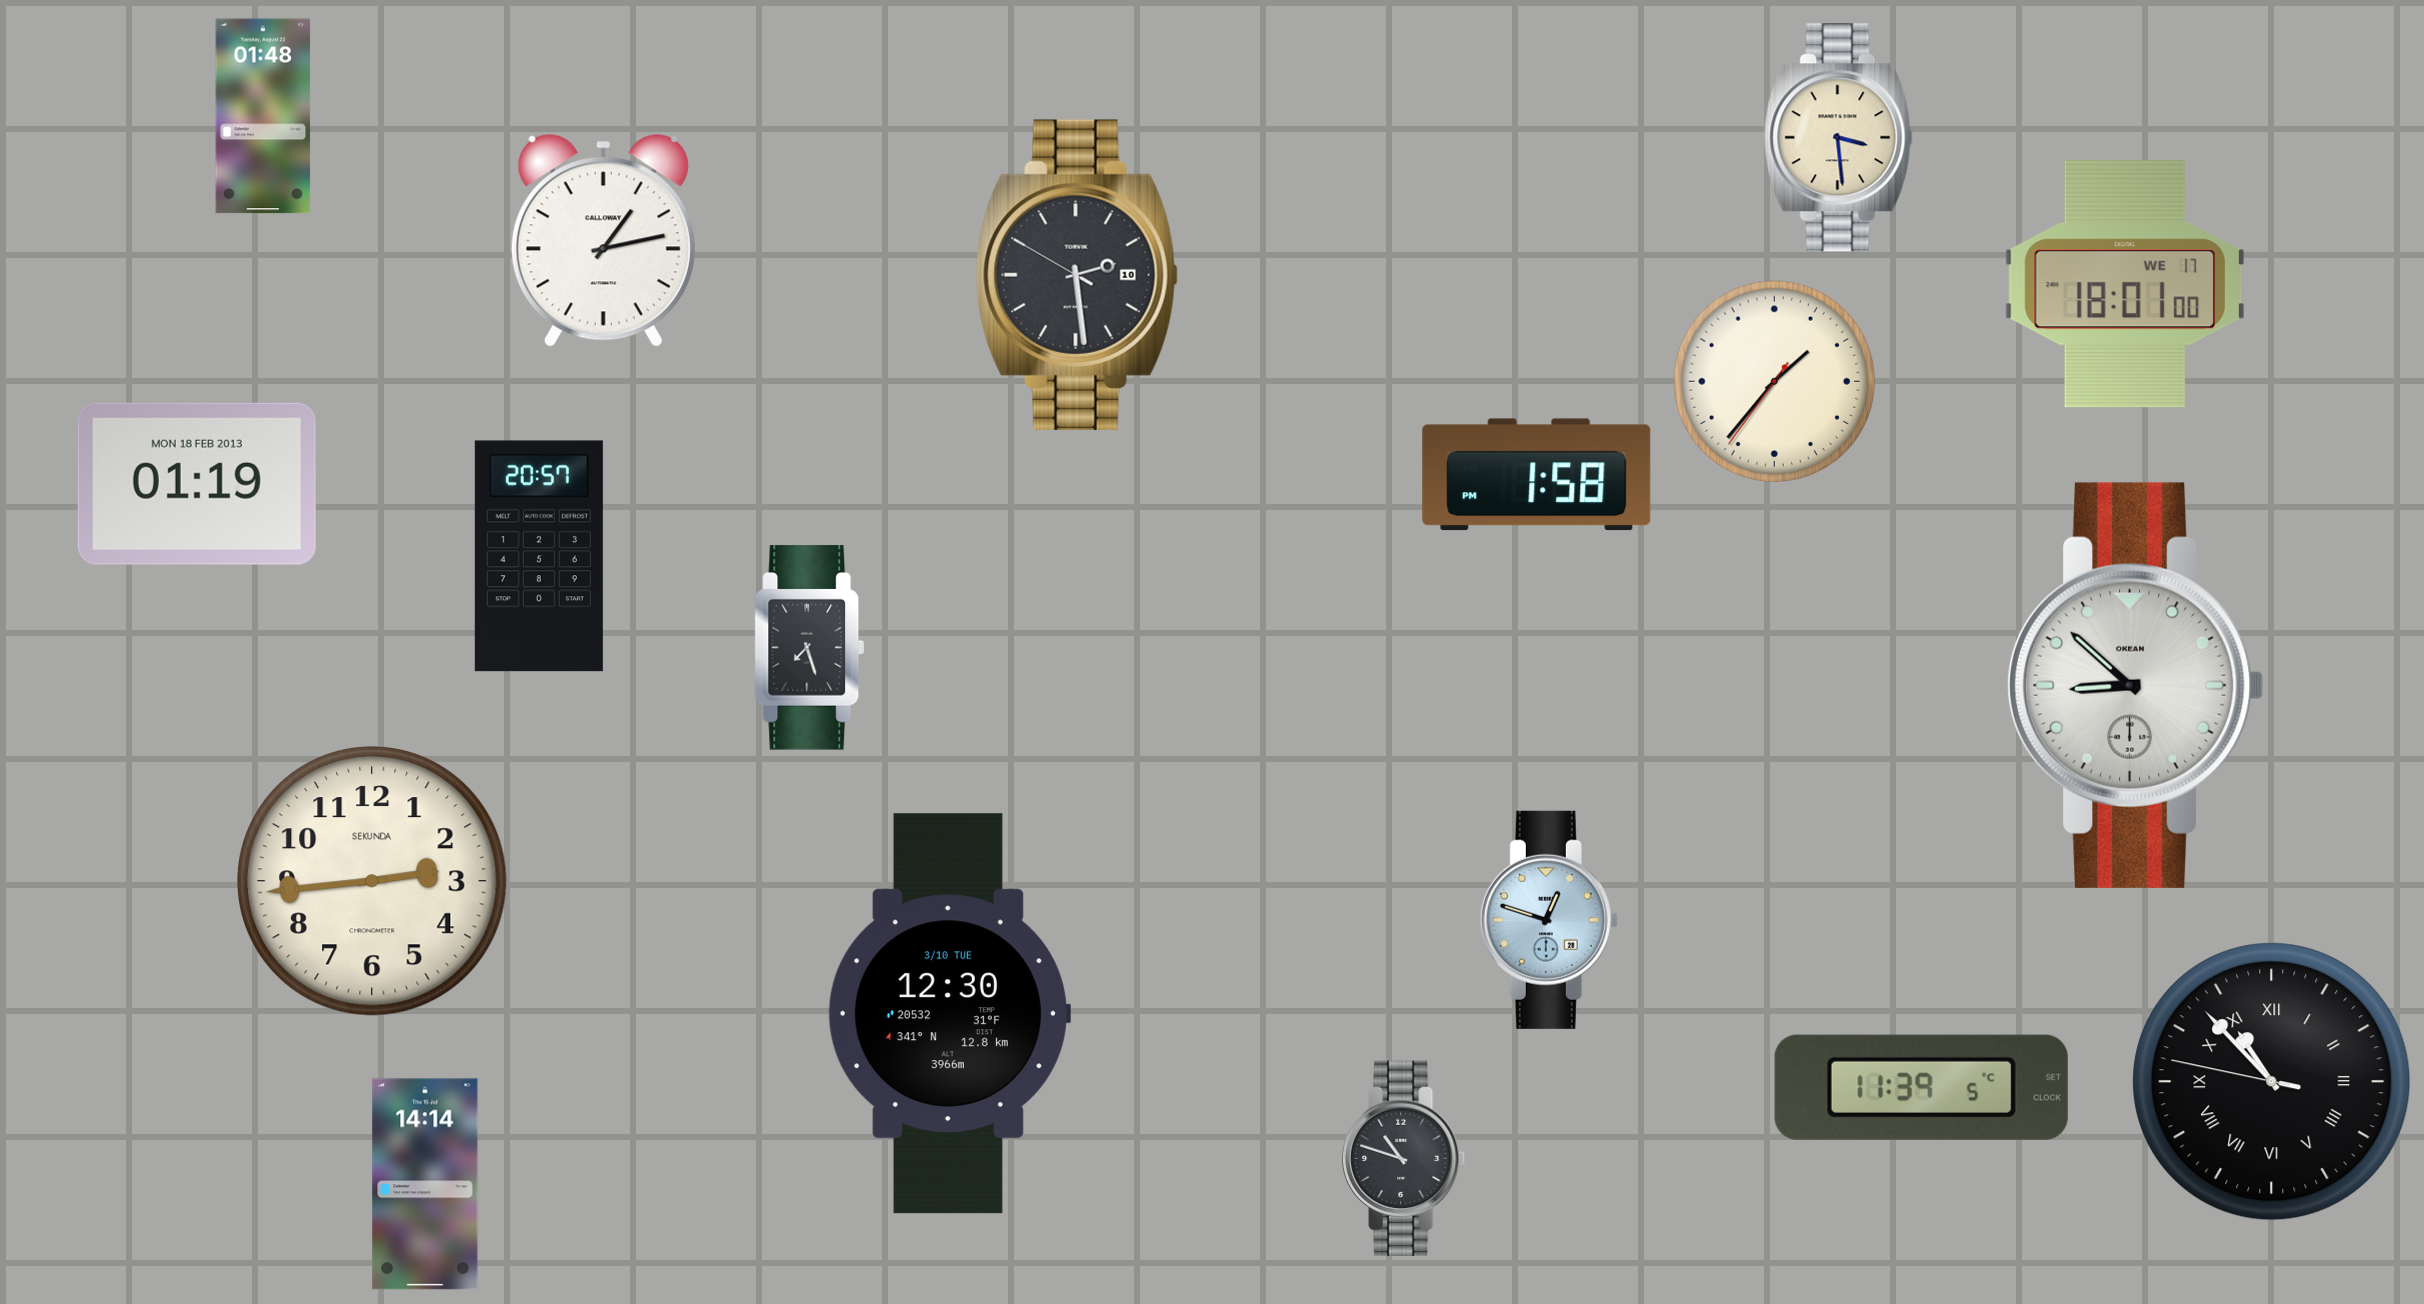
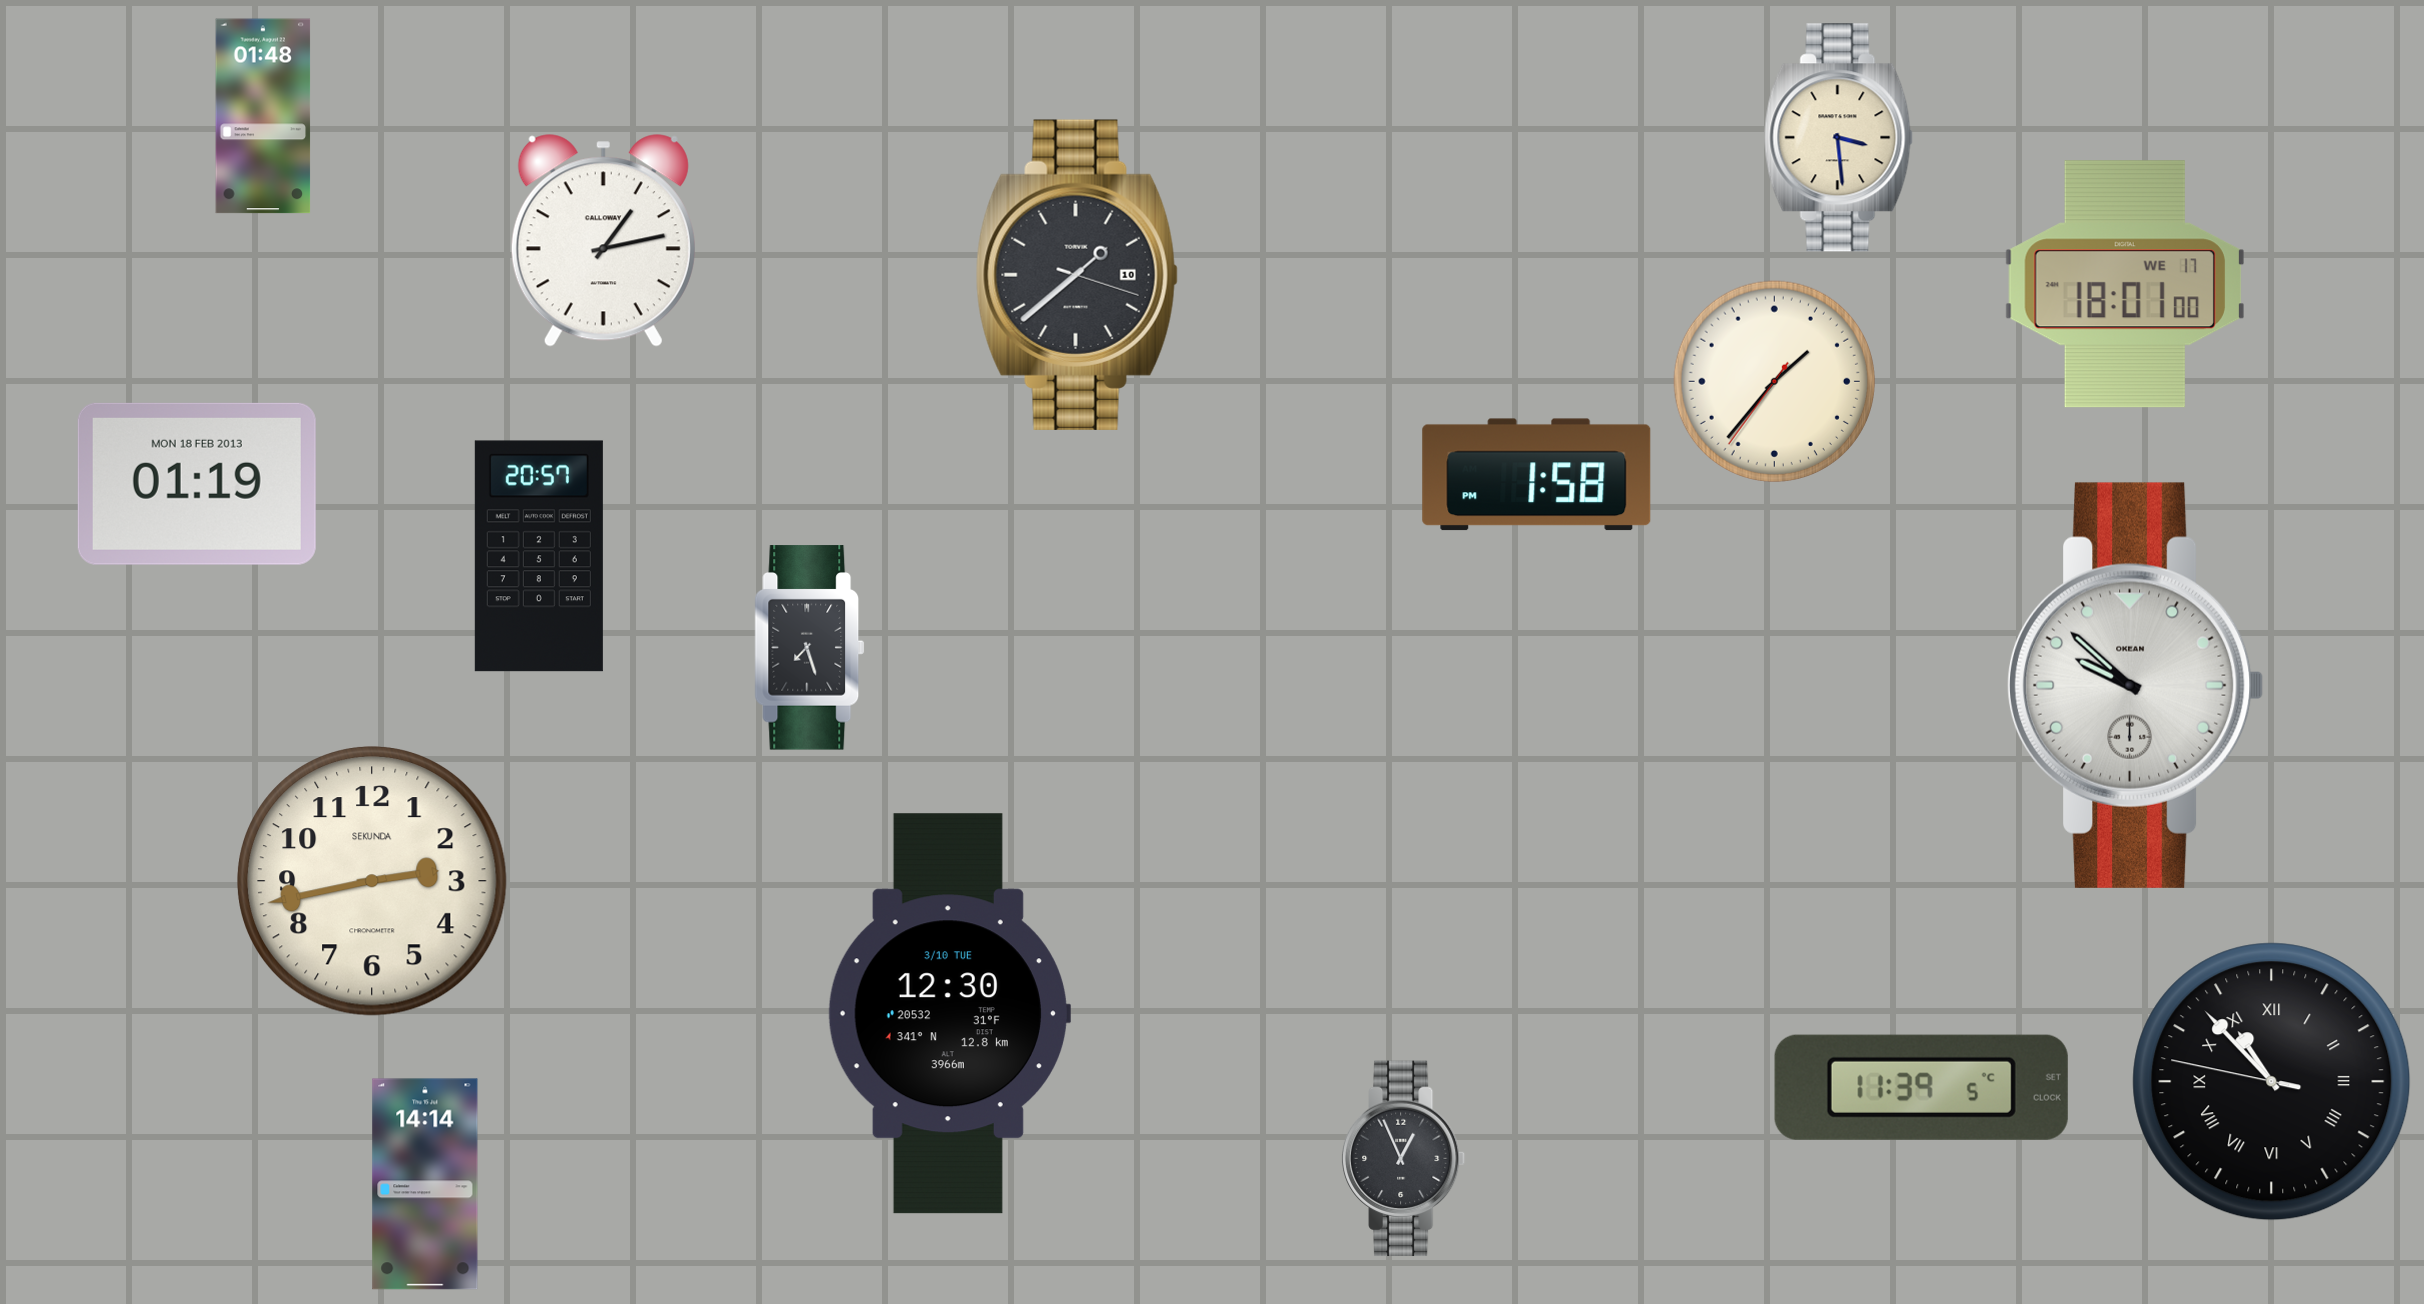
clock at (1077, 275): 2:28 -> 1:38
clock at (2135, 685): 8:52 -> 9:52
clock at (373, 882): 2:44 -> 2:43
clock at (1549, 920): 12:48 -> none
clock at (1404, 1159): 10:48 -> 12:56
